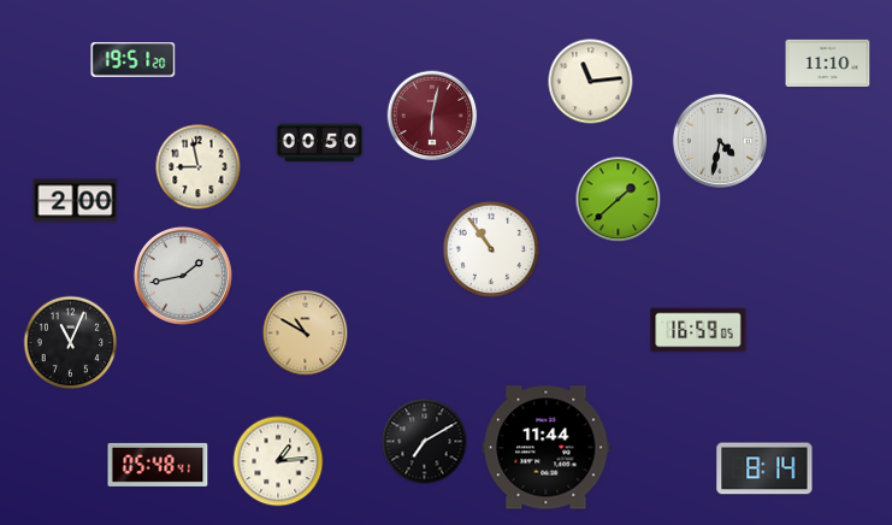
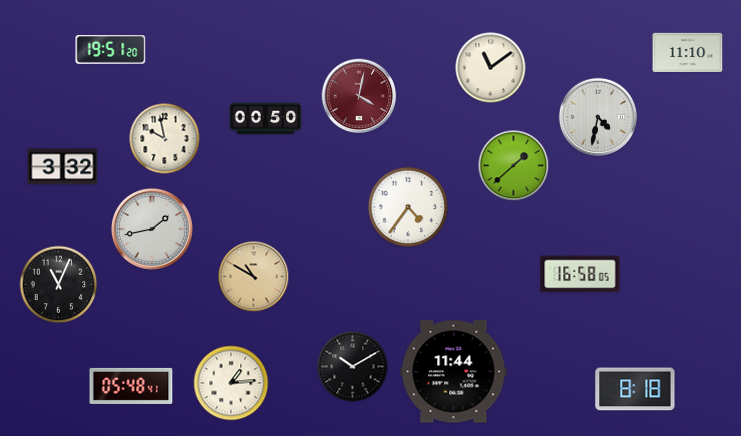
clock at (591, 82): 11:14 -> 11:09
clock at (432, 116): 6:02 -> 4:02
clock at (199, 167): 8:58 -> 9:58
clock at (76, 201): 2:00 -> 3:32
clock at (491, 249): 10:54 -> 4:36
clock at (698, 330): 16:59 -> 16:58
clock at (425, 442): 7:10 -> 10:10
clock at (764, 468): 8:14 -> 8:18
